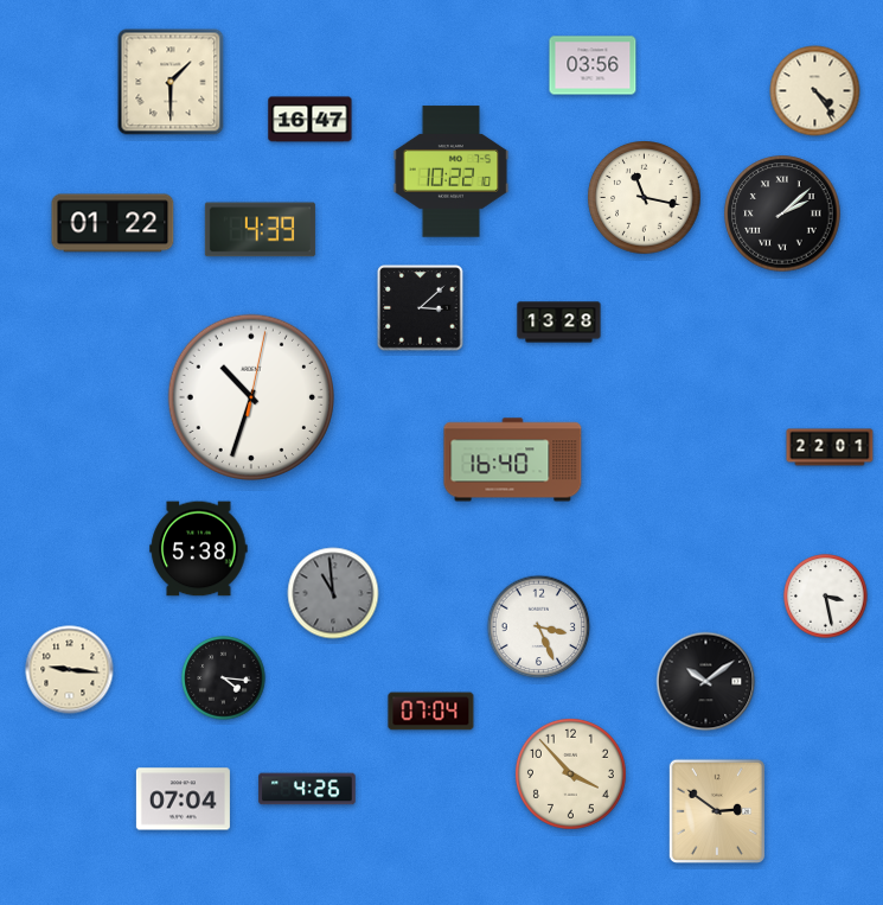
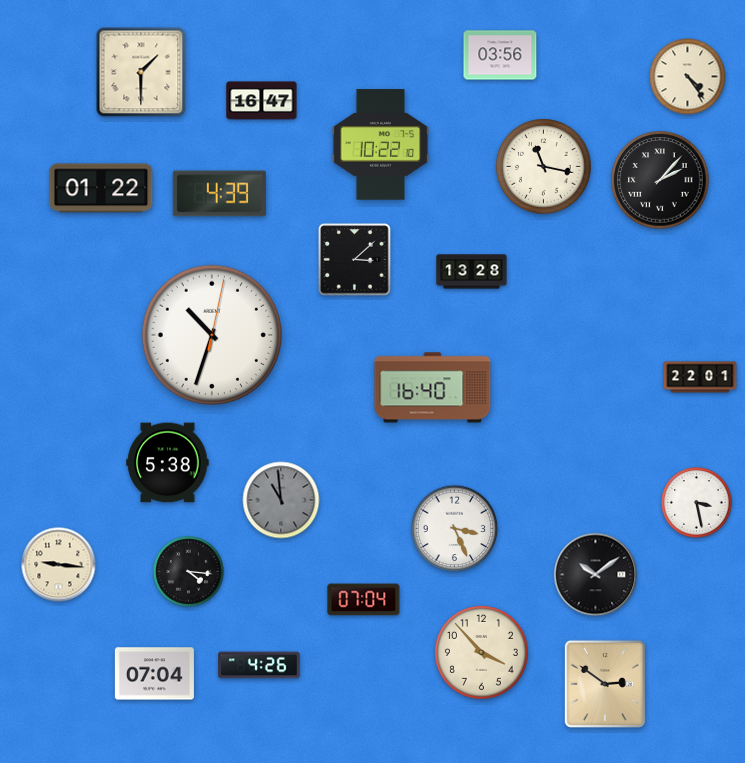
clock at (171, 82) position: (171, 82) -> (141, 72)
clock at (782, 213): 2:08 -> 2:07
clock at (113, 223) position: (113, 223) -> (101, 188)
